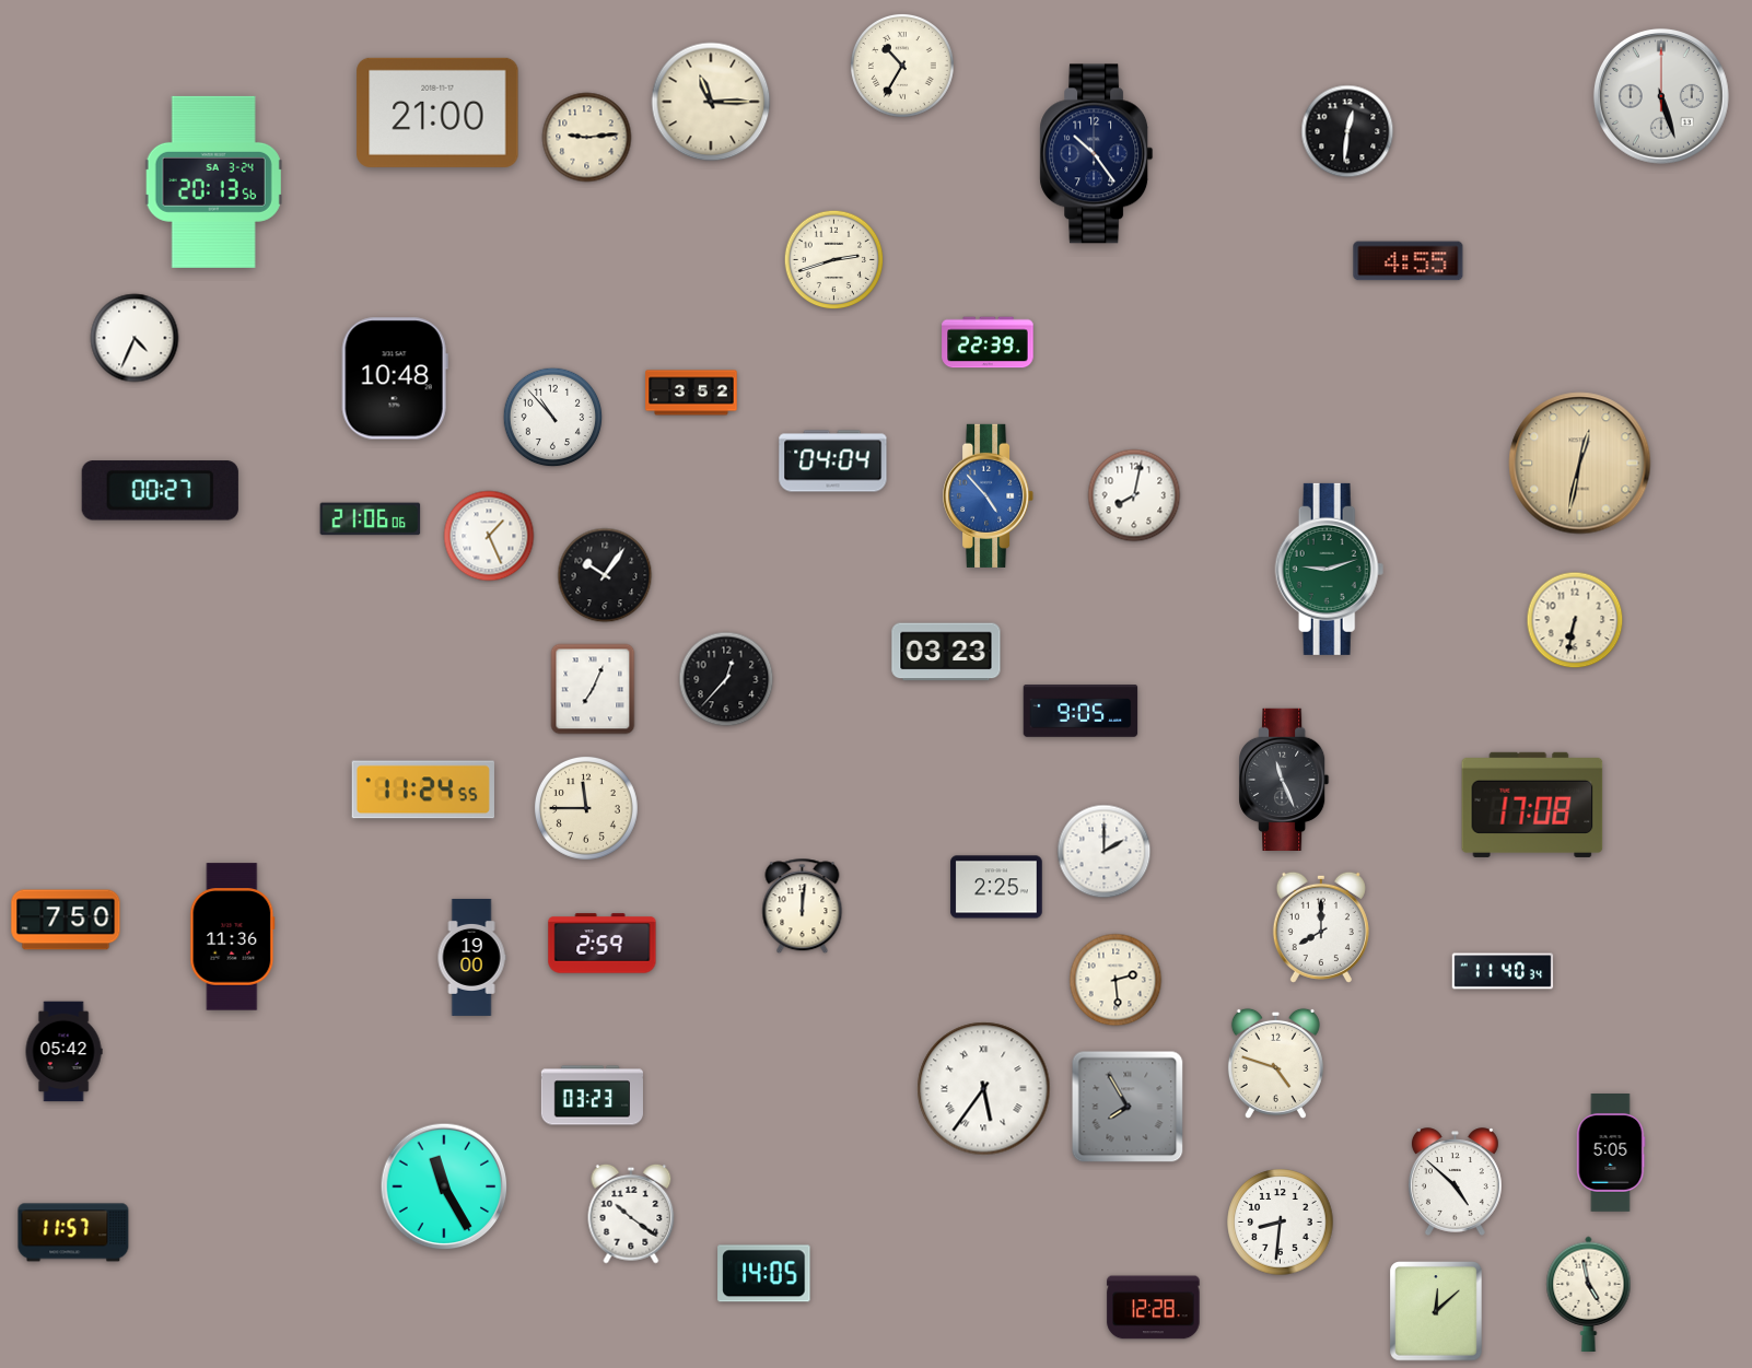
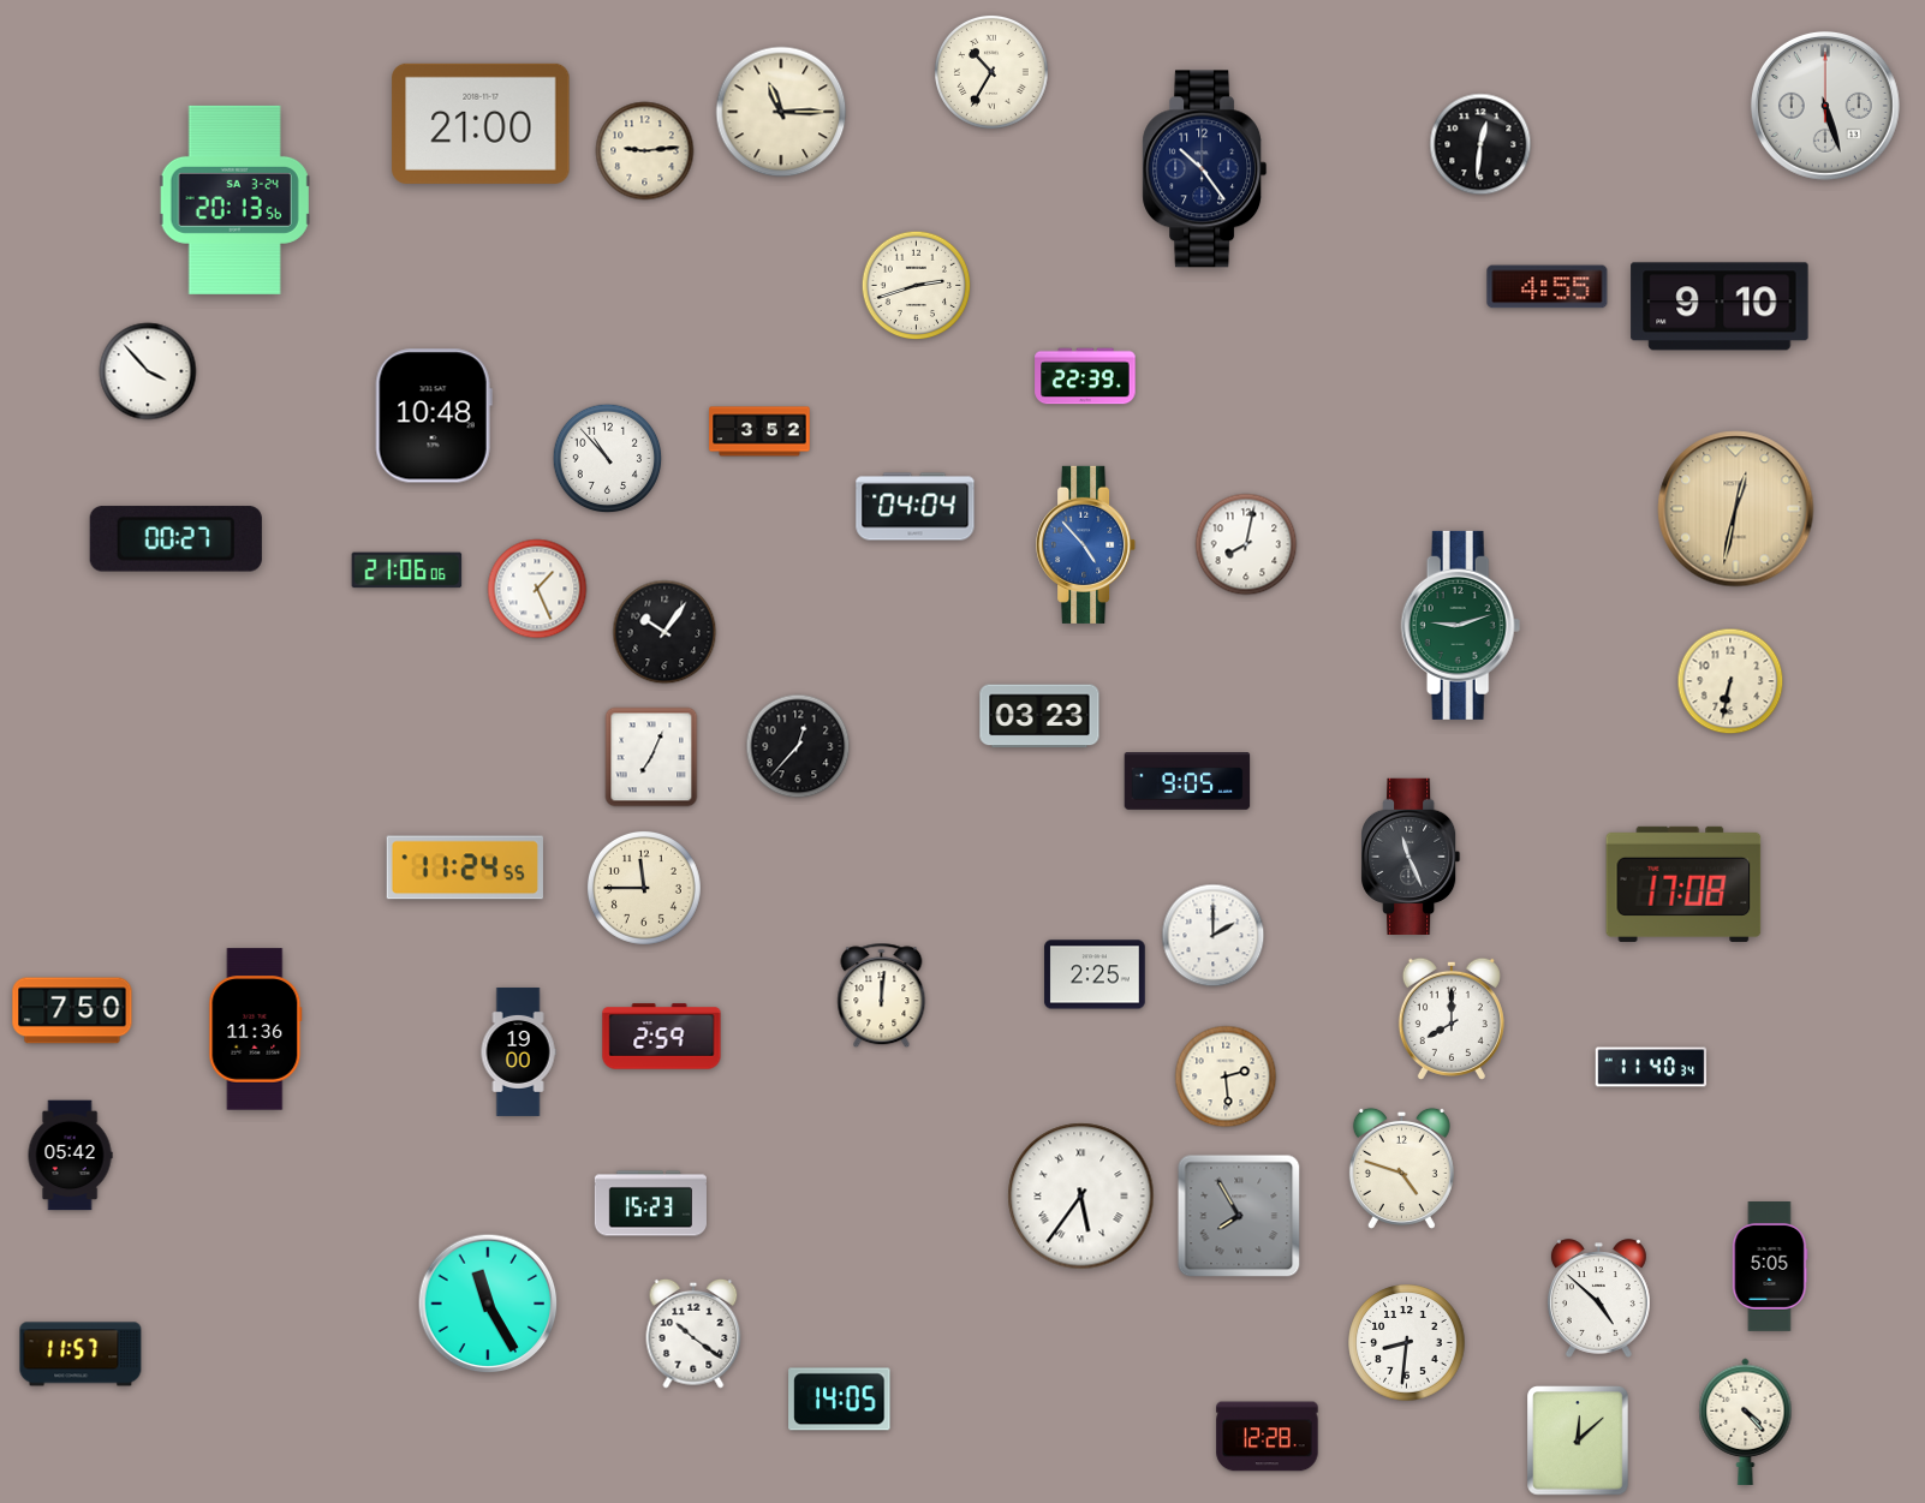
clock at (1720, 306): none -> 9:10
clock at (135, 338): 4:34 -> 3:53
clock at (592, 1096): 03:23 -> 15:23
clock at (1589, 1294): 4:58 -> 4:23
